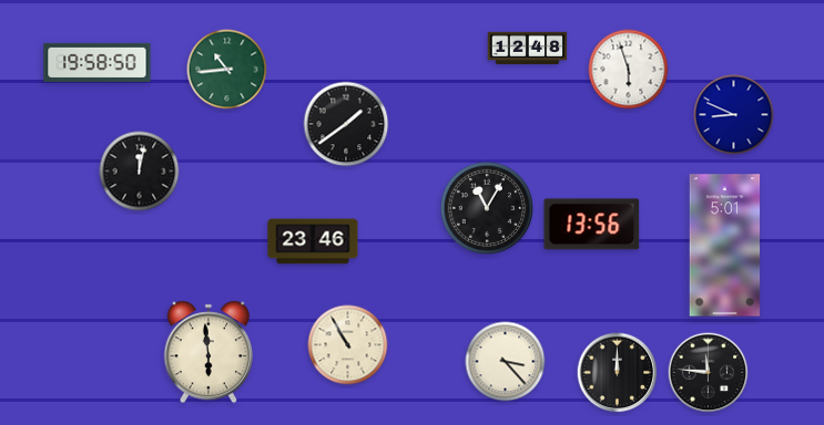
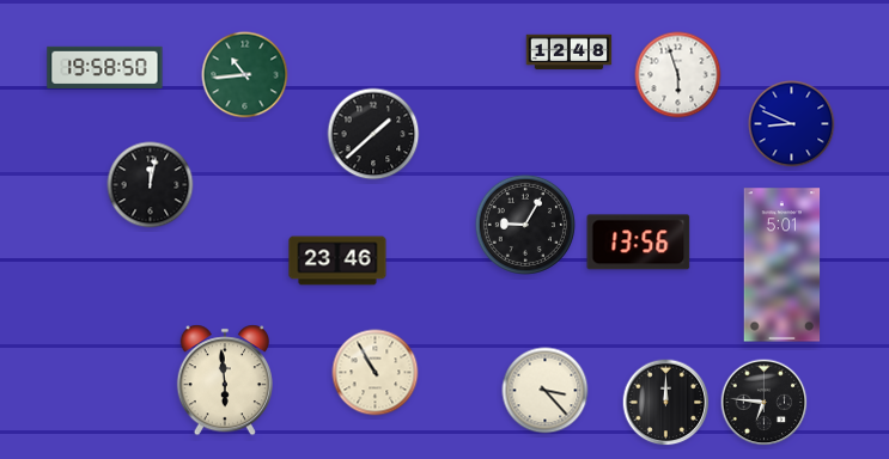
clock at (346, 124): 1:39 -> 1:38
clock at (487, 208): 11:05 -> 9:05
clock at (709, 373): 11:46 -> 6:46
